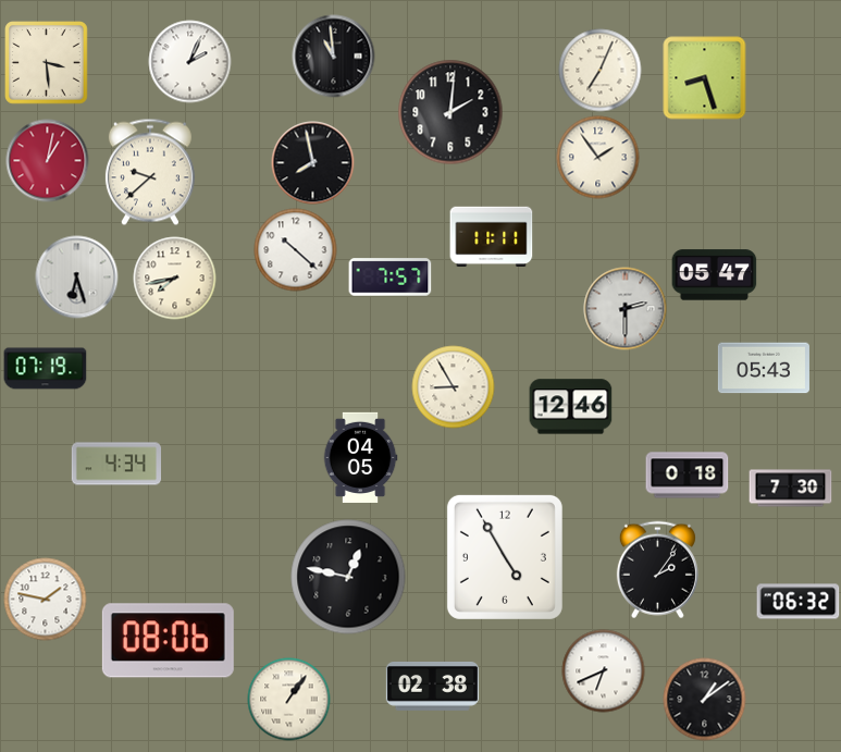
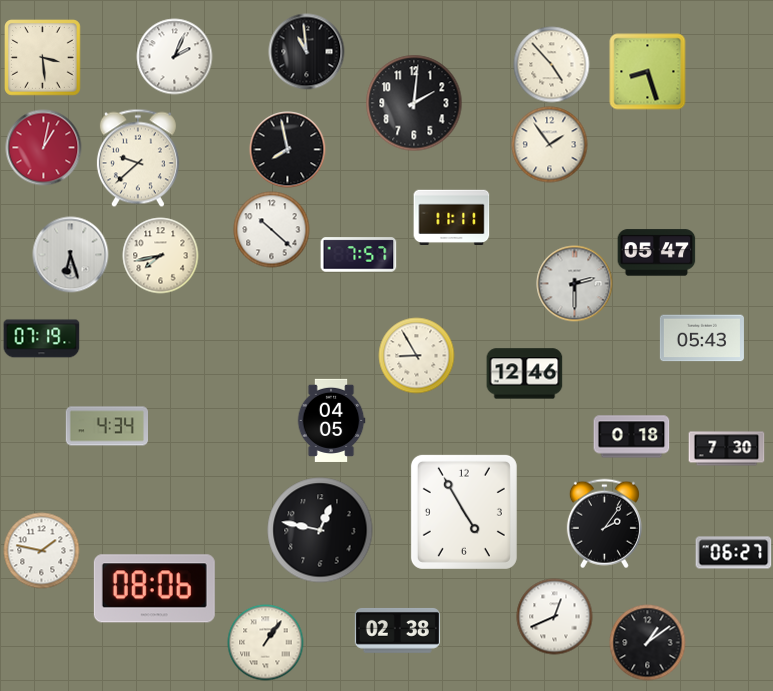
clock at (601, 71): 7:04 -> 4:53
clock at (799, 602): 06:32 -> 06:27
clock at (604, 671): 6:41 -> 12:41
